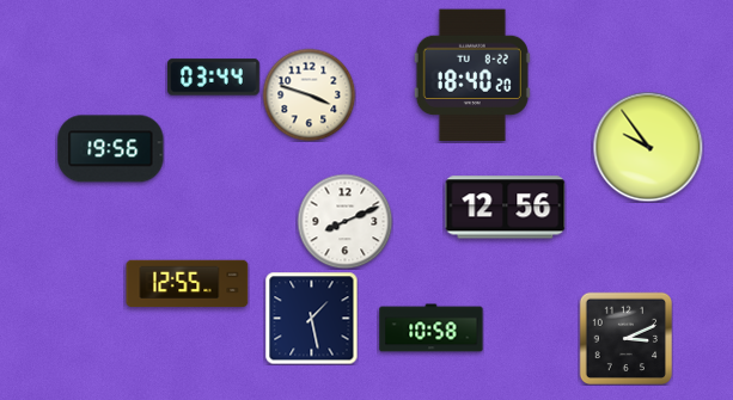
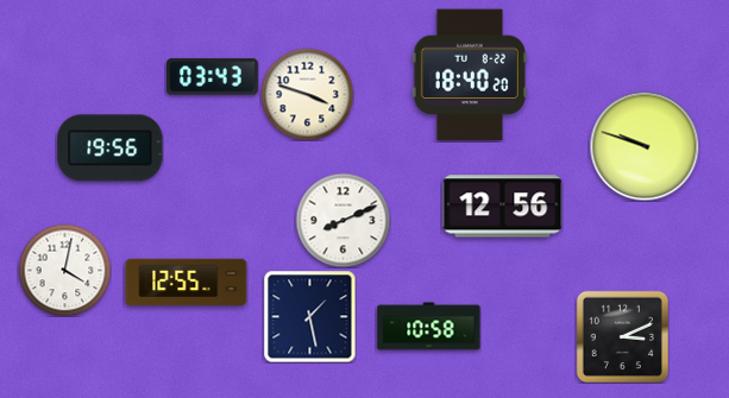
clock at (214, 78): 03:44 -> 03:43
clock at (648, 147): 9:54 -> 9:48
clock at (64, 270): none -> 4:02
